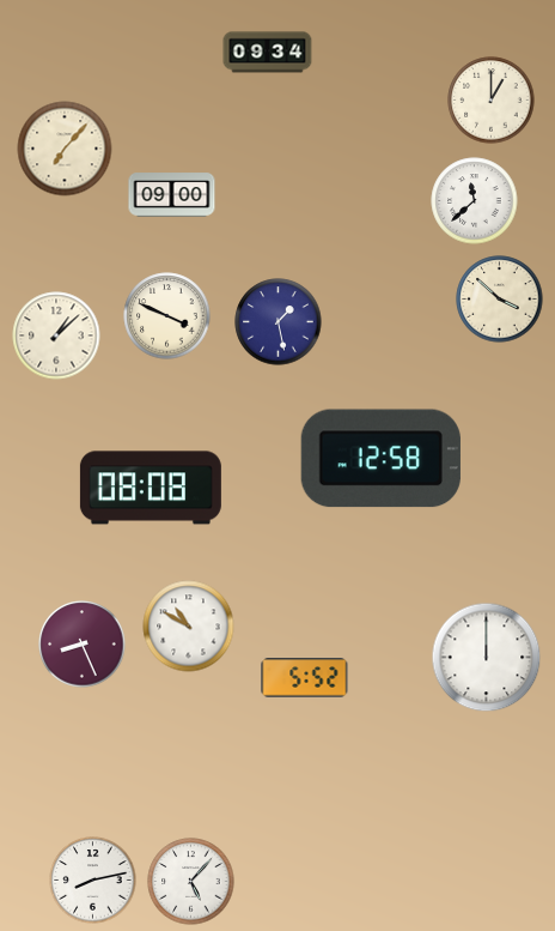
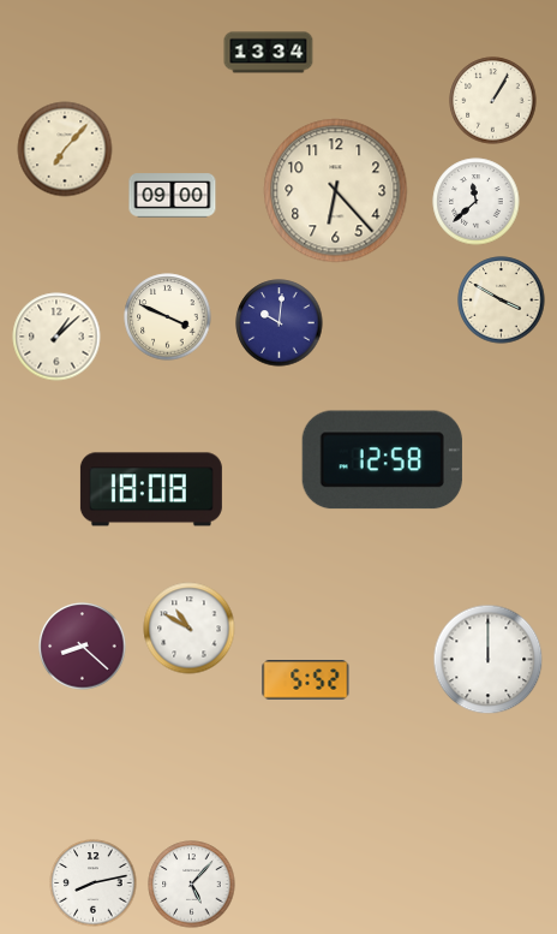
clock at (268, 53): 09:34 -> 13:34
clock at (492, 101): 1:00 -> 1:05
clock at (336, 191): none -> 6:23
clock at (500, 300): 3:52 -> 3:50
clock at (279, 322): 1:28 -> 10:01
clock at (151, 488): 08:08 -> 18:08
clock at (83, 645): 8:26 -> 8:22
